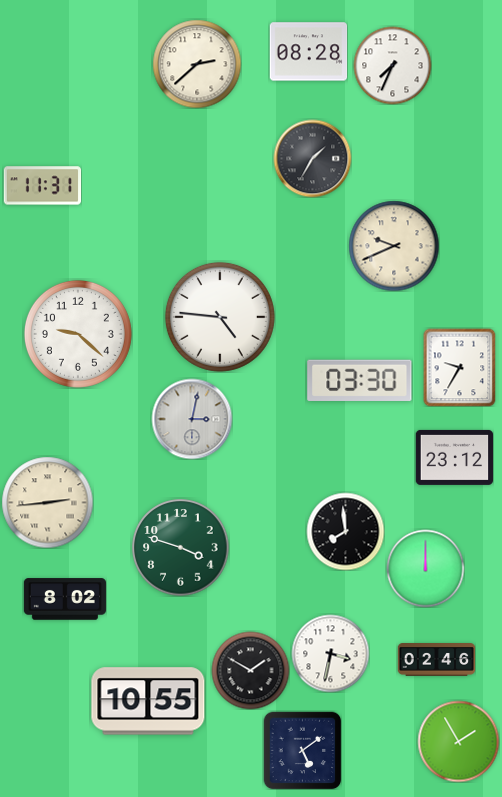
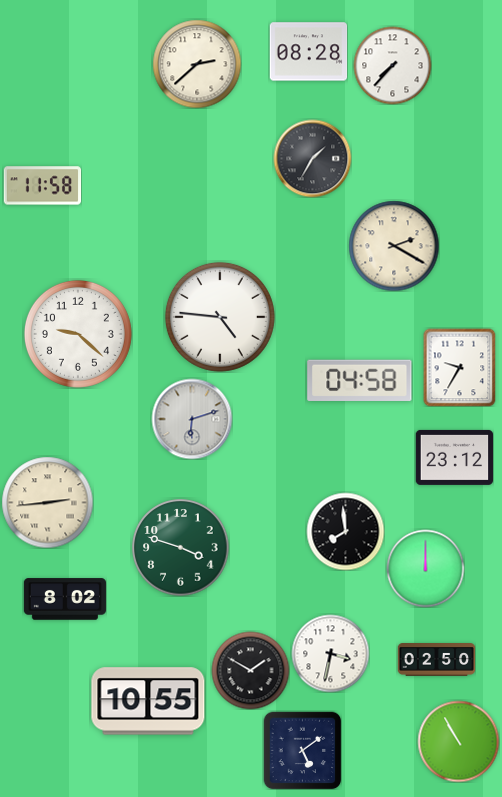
clock at (392, 65): 7:34 -> 7:37
clock at (42, 186): 11:31 -> 11:58
clock at (394, 246): 9:41 -> 2:20
clock at (360, 380): 03:30 -> 04:58
clock at (192, 419): 3:02 -> 6:12
clock at (436, 660): 02:46 -> 02:50
clock at (458, 741): 1:55 -> 10:55
